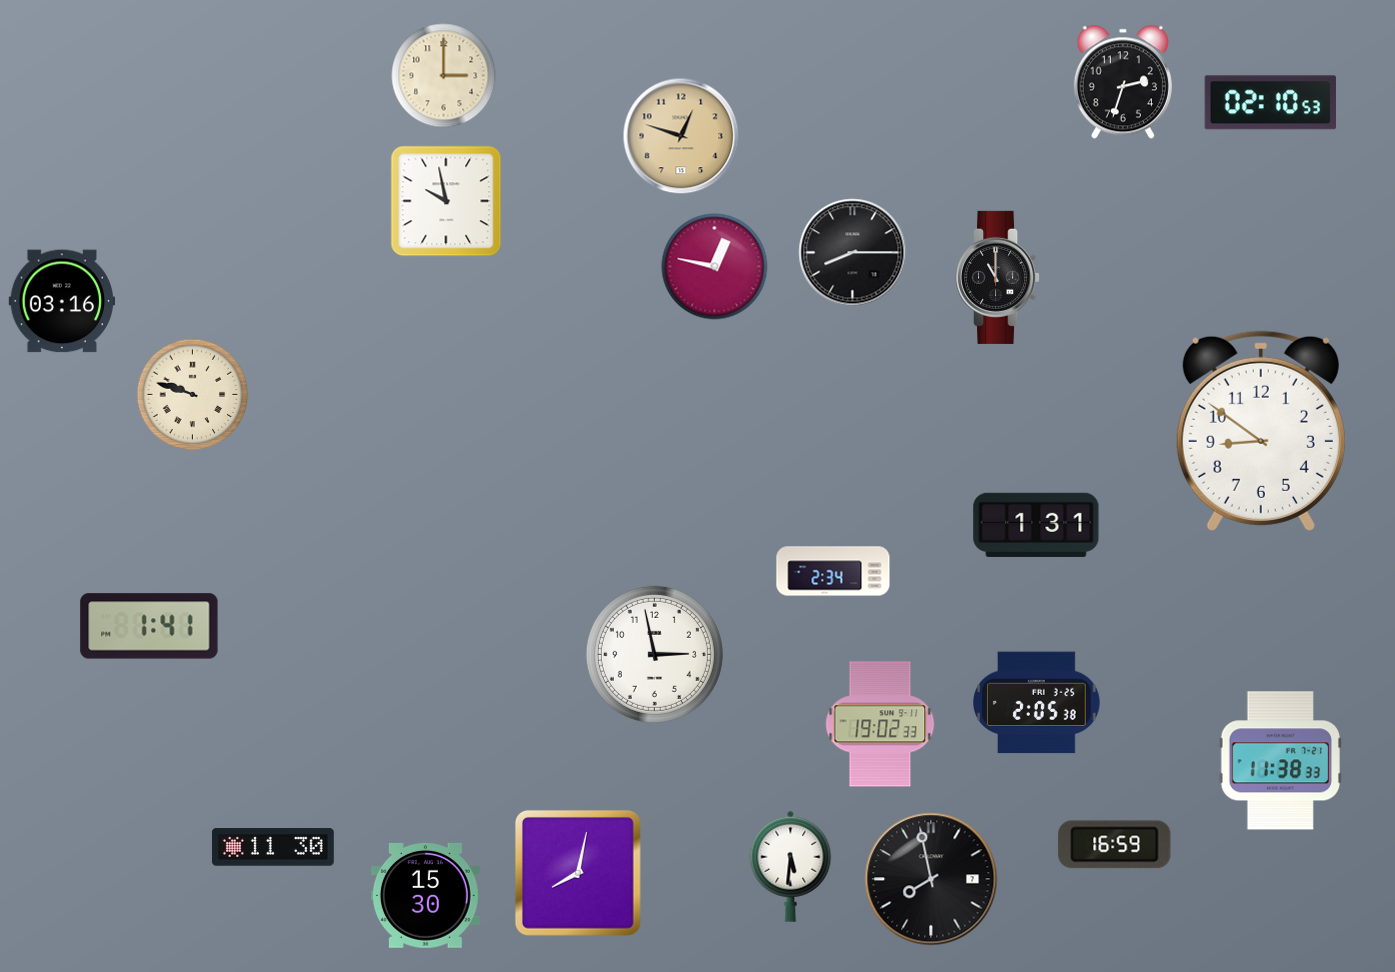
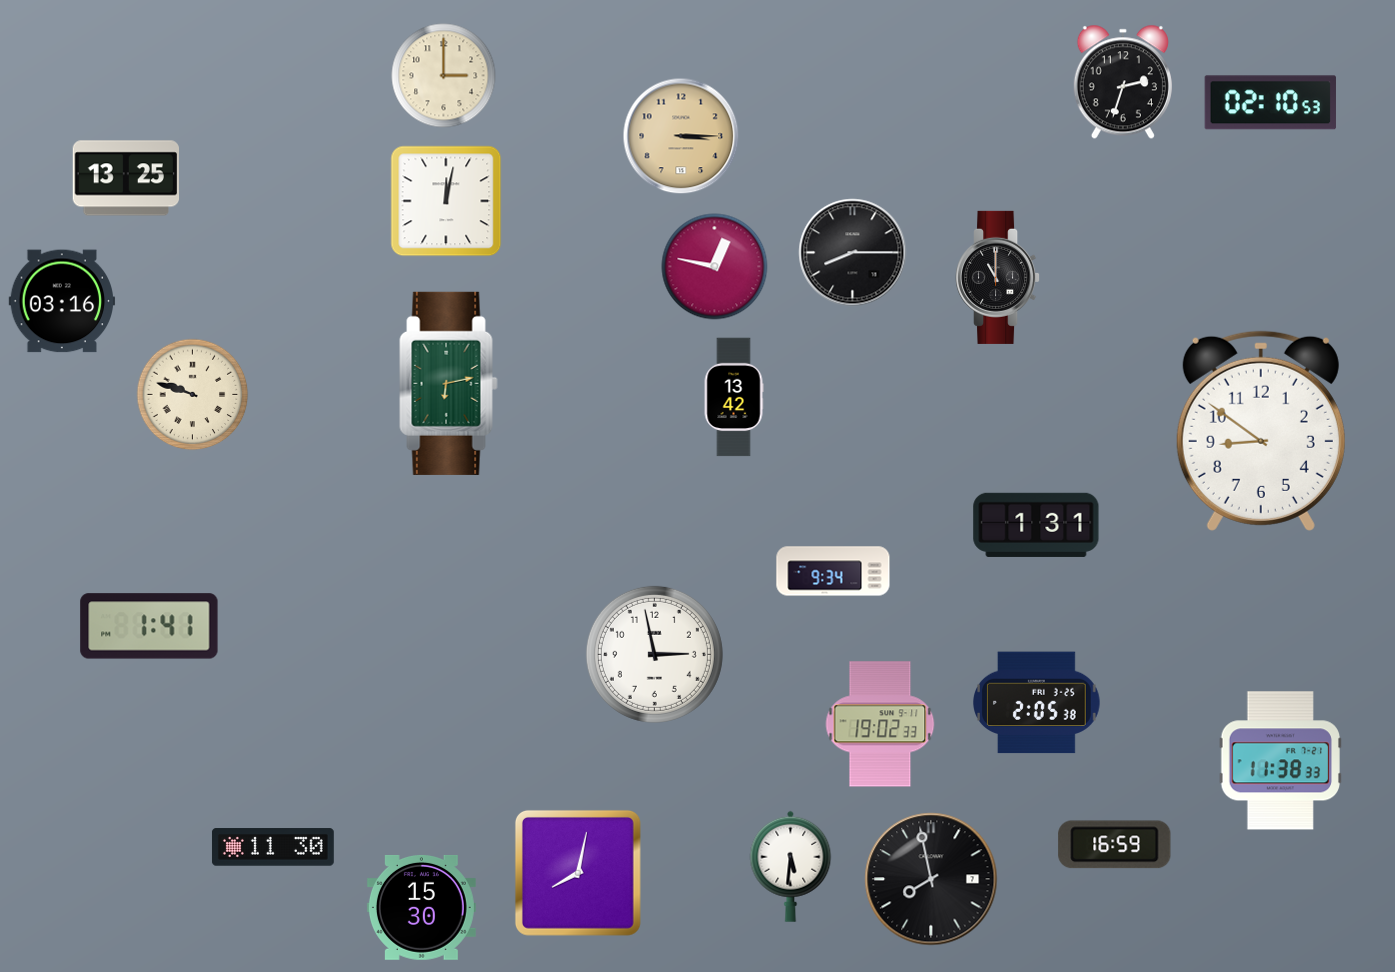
clock at (681, 136): 12:48 -> 3:15
clock at (125, 178): none -> 13:25
clock at (446, 201): 9:58 -> 12:02
clock at (449, 383): none -> 6:13
clock at (734, 397): none -> 13:42
clock at (833, 571): 2:34 -> 9:34
clock at (425, 895) position: (425, 895) -> (421, 907)
